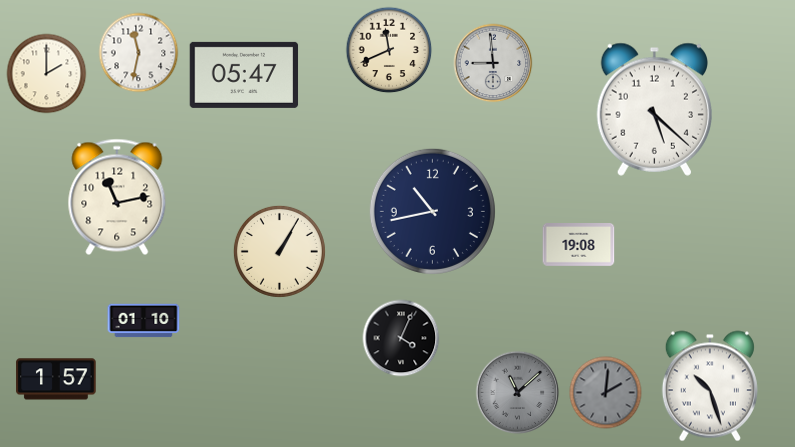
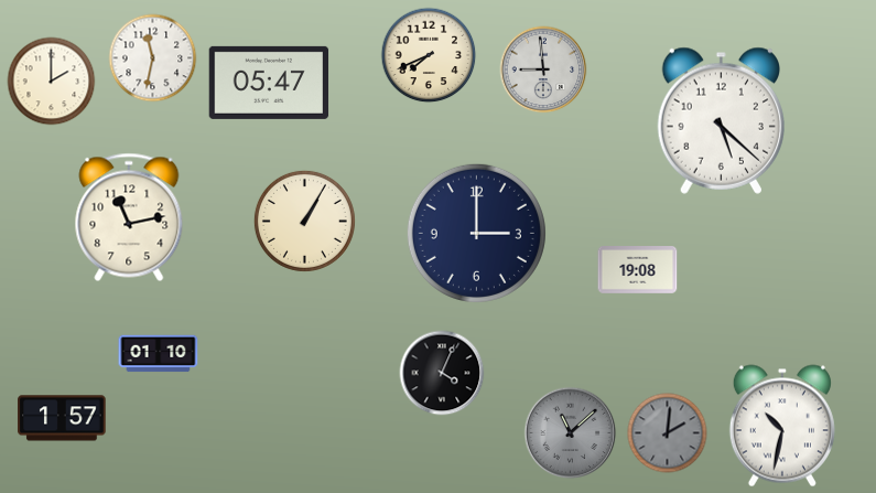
clock at (389, 50): 11:41 -> 7:41
clock at (432, 211): 10:43 -> 3:00
clock at (279, 251) position: (279, 251) -> (304, 221)
clock at (710, 386): 10:27 -> 10:32
